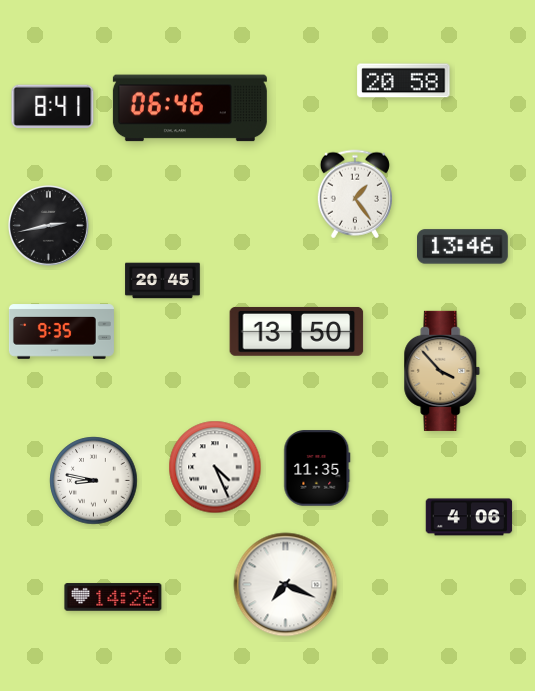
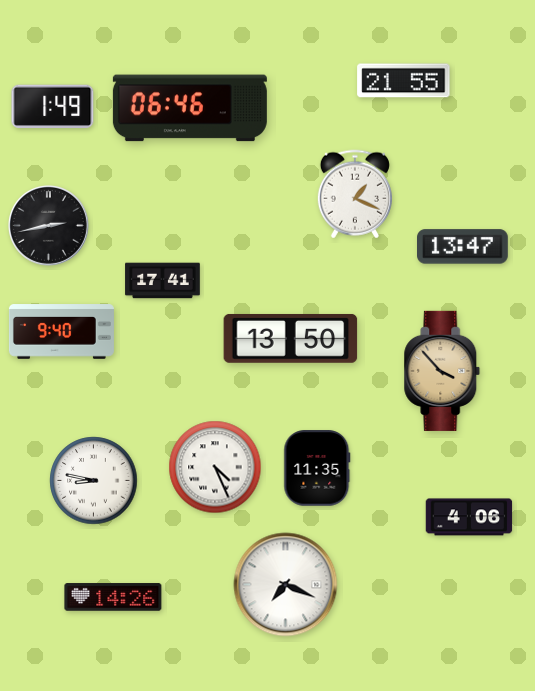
clock at (404, 81): 20:58 -> 21:55
clock at (53, 107): 8:41 -> 1:49
clock at (355, 194): 1:24 -> 1:19
clock at (463, 247): 13:46 -> 13:47
clock at (163, 281): 20:45 -> 17:41
clock at (61, 332): 9:35 -> 9:40
clock at (297, 332) position: (297, 332) -> (291, 339)
